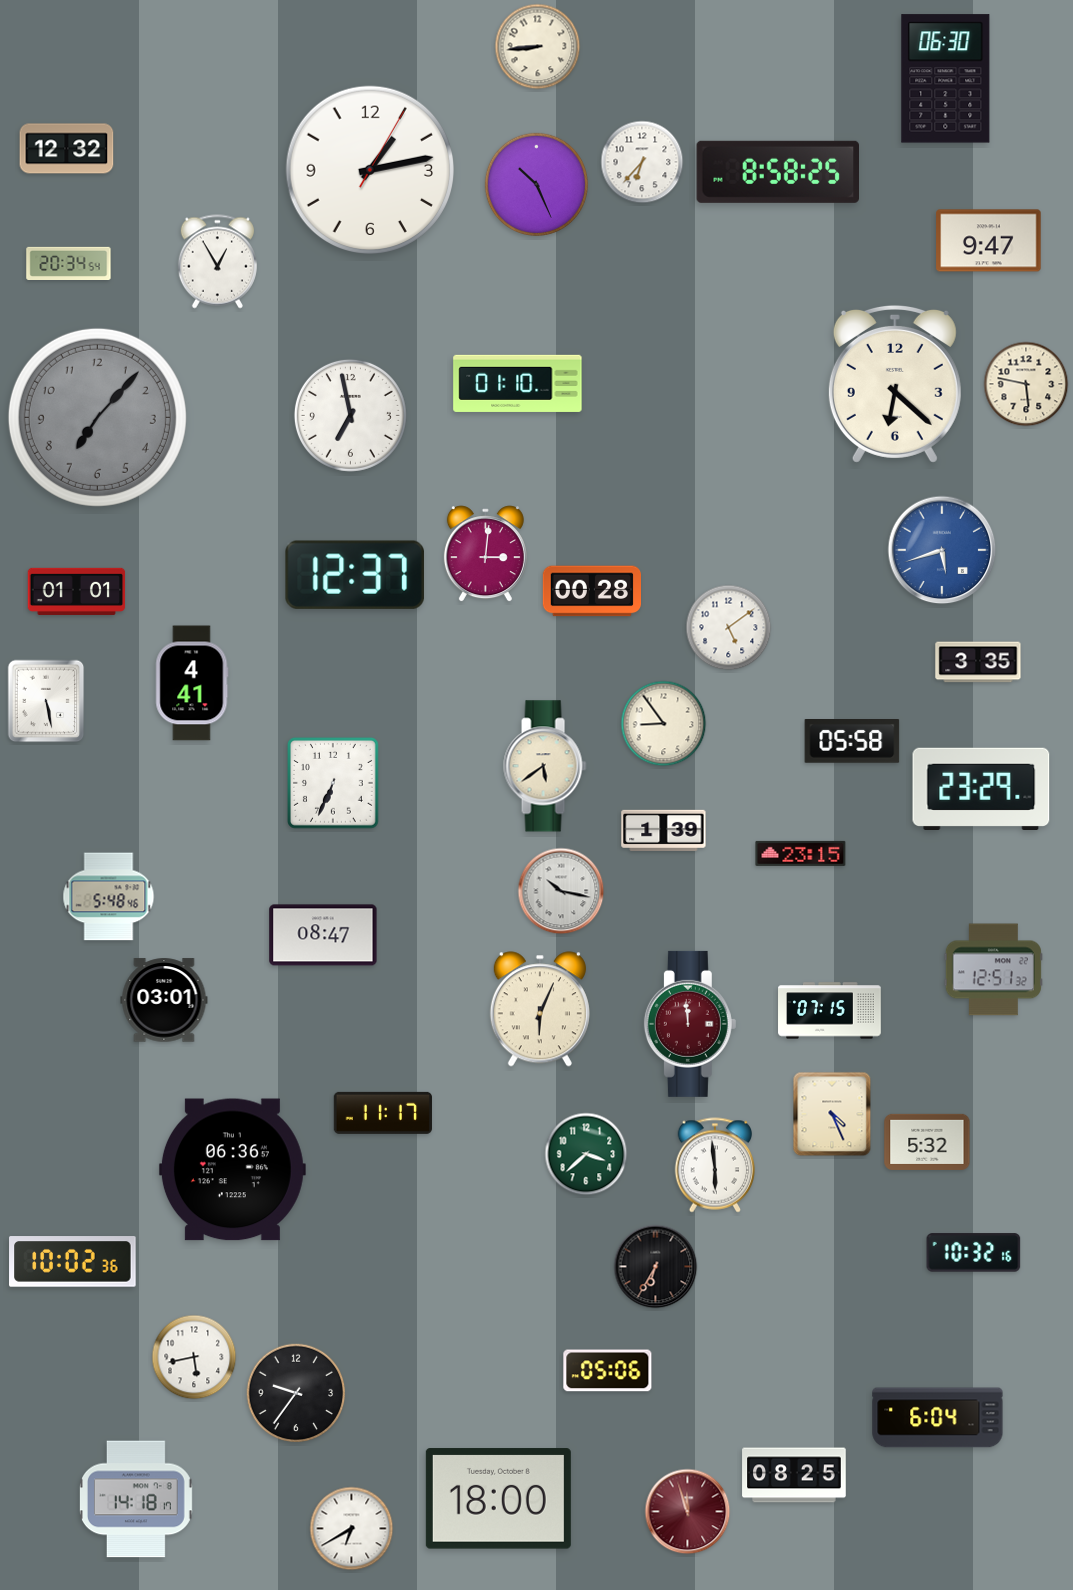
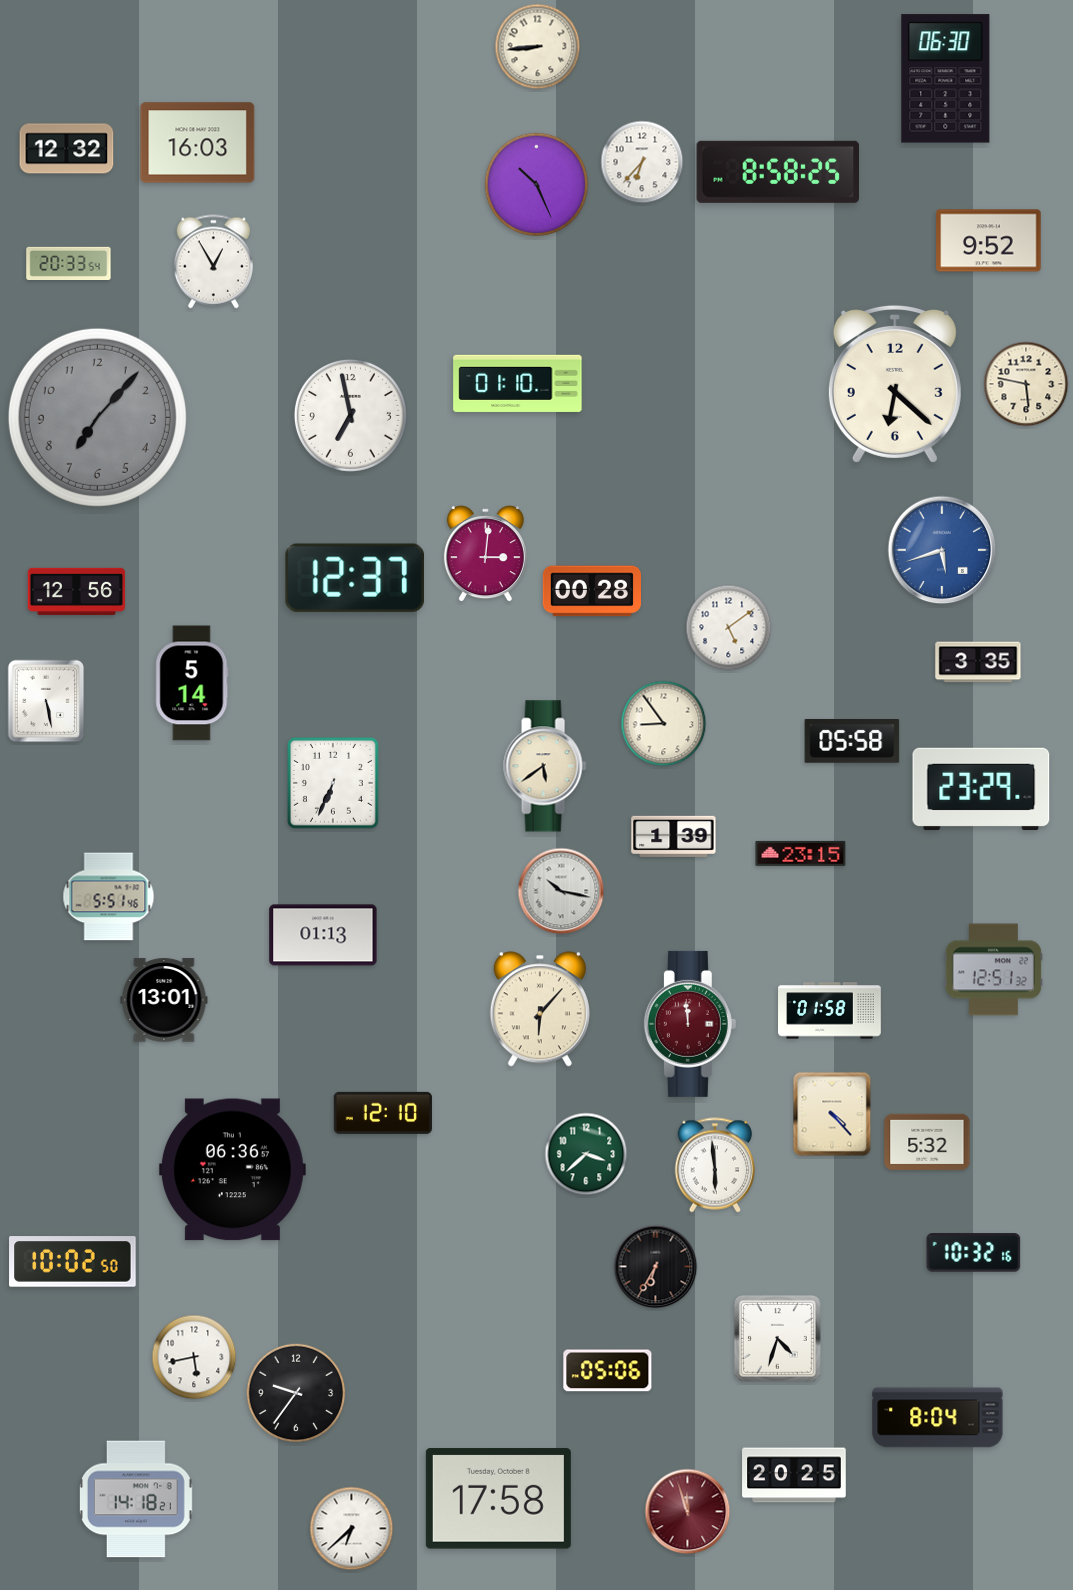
clock at (198, 143): none -> 16:03
clock at (369, 169): 1:13 -> none
clock at (989, 241): 9:47 -> 9:52
clock at (217, 262) position: (217, 262) -> (213, 262)
clock at (69, 263): 20:34 -> 20:33
clock at (355, 575) position: (355, 575) -> (355, 578)
clock at (77, 591): 01:01 -> 12:56
clock at (192, 683): 4:41 -> 5:14
clock at (664, 830) position: (664, 830) -> (674, 836)
clock at (109, 897): 5:48 -> 5:51
clock at (323, 935): 08:47 -> 01:13
clock at (164, 1000): 03:01 -> 13:01
clock at (540, 1009): 6:04 -> 6:07
clock at (830, 1011): 07:15 -> 01:58
clock at (383, 1113): 11:17 -> 12:10
clock at (832, 1114): 4:26 -> 4:23
clock at (73, 1262): 10:02:36 -> 10:02:50
clock at (777, 1338): none -> 4:33
clock at (938, 1418): 6:04 -> 8:04
clock at (794, 1475): 08:25 -> 20:25
clock at (136, 1499): 14:18:17 -> 14:18:21
clock at (498, 1499): 18:00 -> 17:58
clock at (352, 1529): 6:40 -> 6:38
